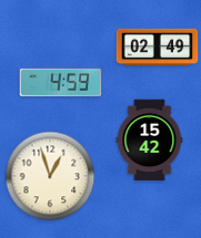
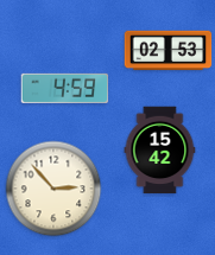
clock at (158, 48): 02:49 -> 02:53
clock at (50, 176): 12:57 -> 2:53
